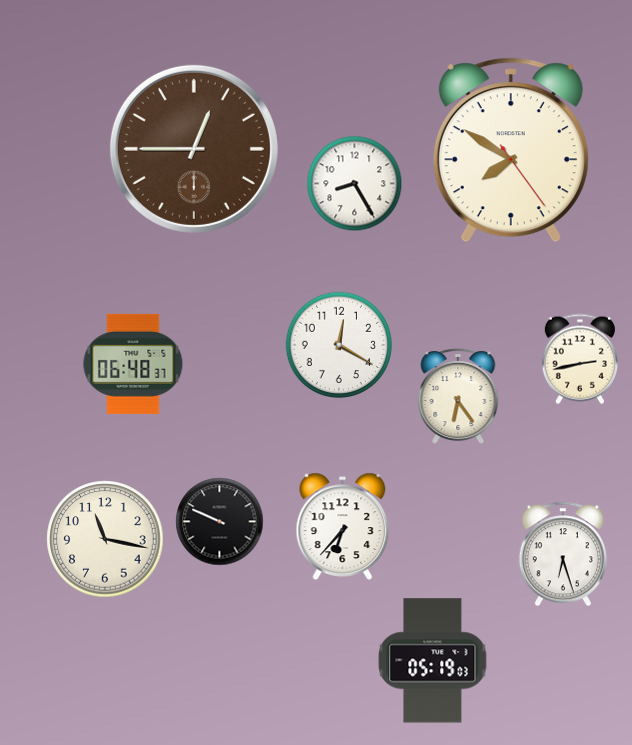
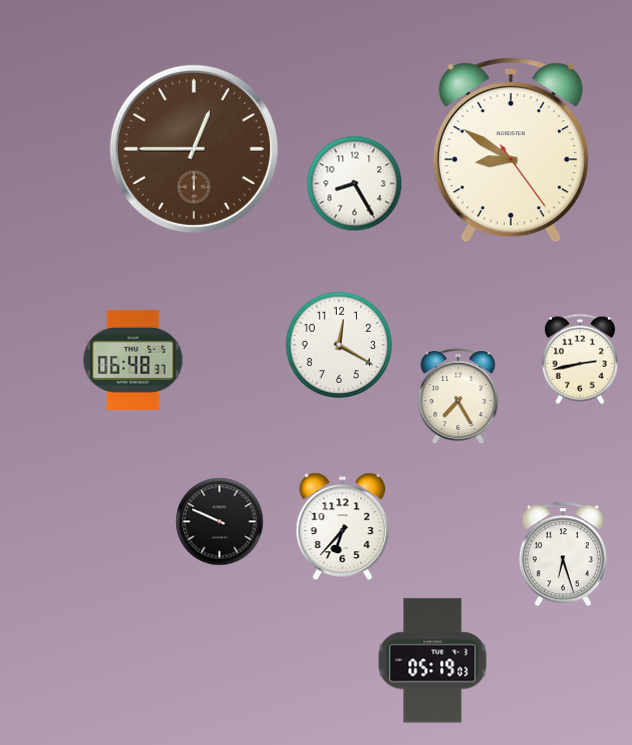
clock at (511, 150): 7:50 -> 8:50
clock at (133, 364) position: (133, 364) -> (133, 360)
clock at (458, 397): 6:24 -> 7:25
clock at (105, 539): 11:17 -> none
